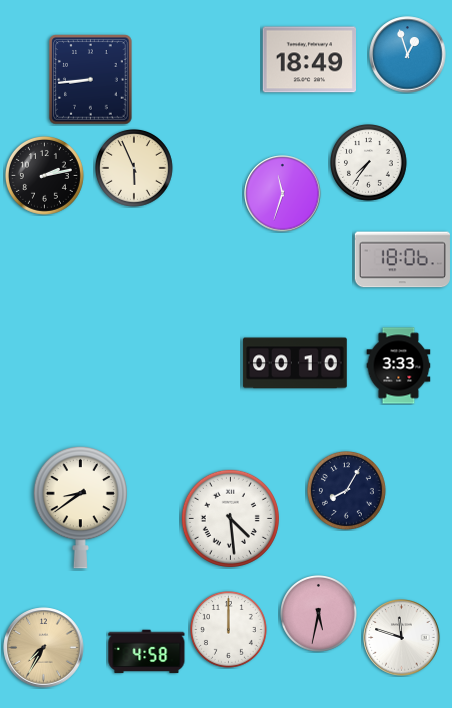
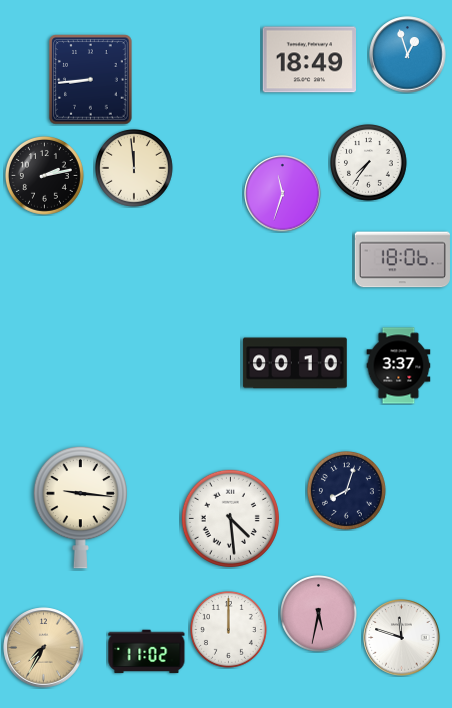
clock at (134, 168): 5:56 -> 11:59
clock at (399, 366): 3:33 -> 3:37
clock at (346, 490): 8:05 -> 8:03
clock at (81, 507): 8:39 -> 9:16
clock at (147, 652): 4:58 -> 11:02
